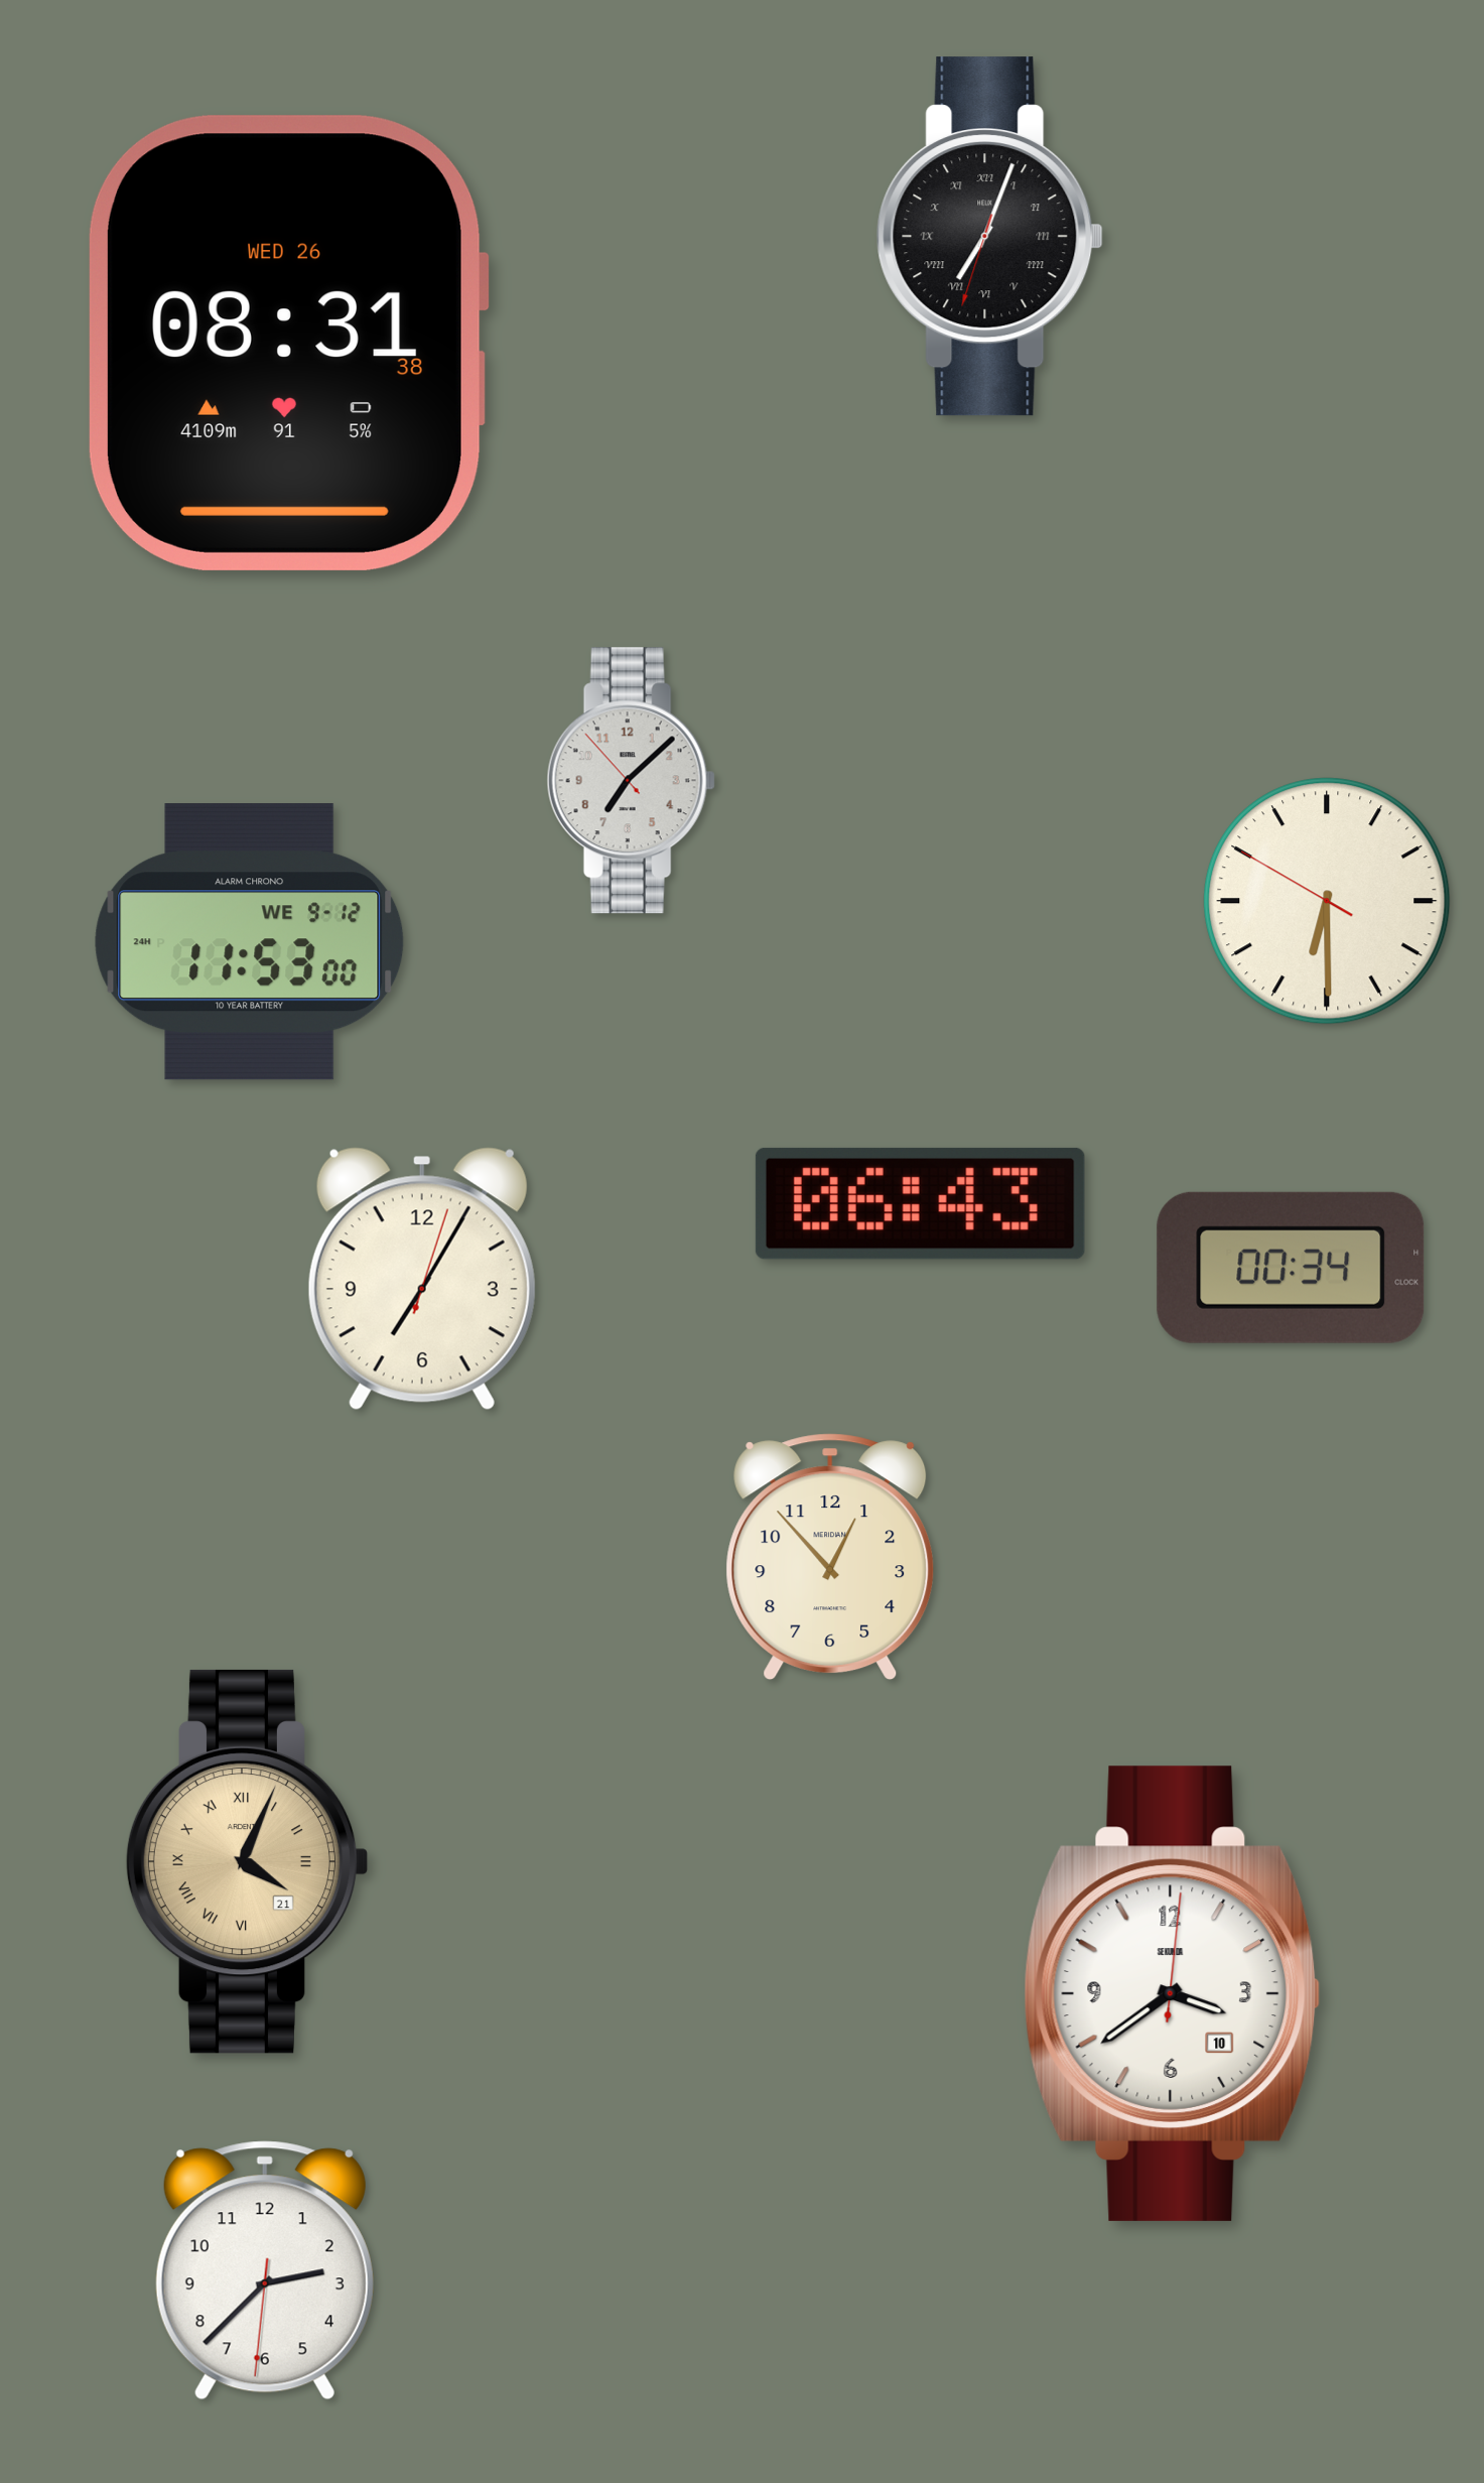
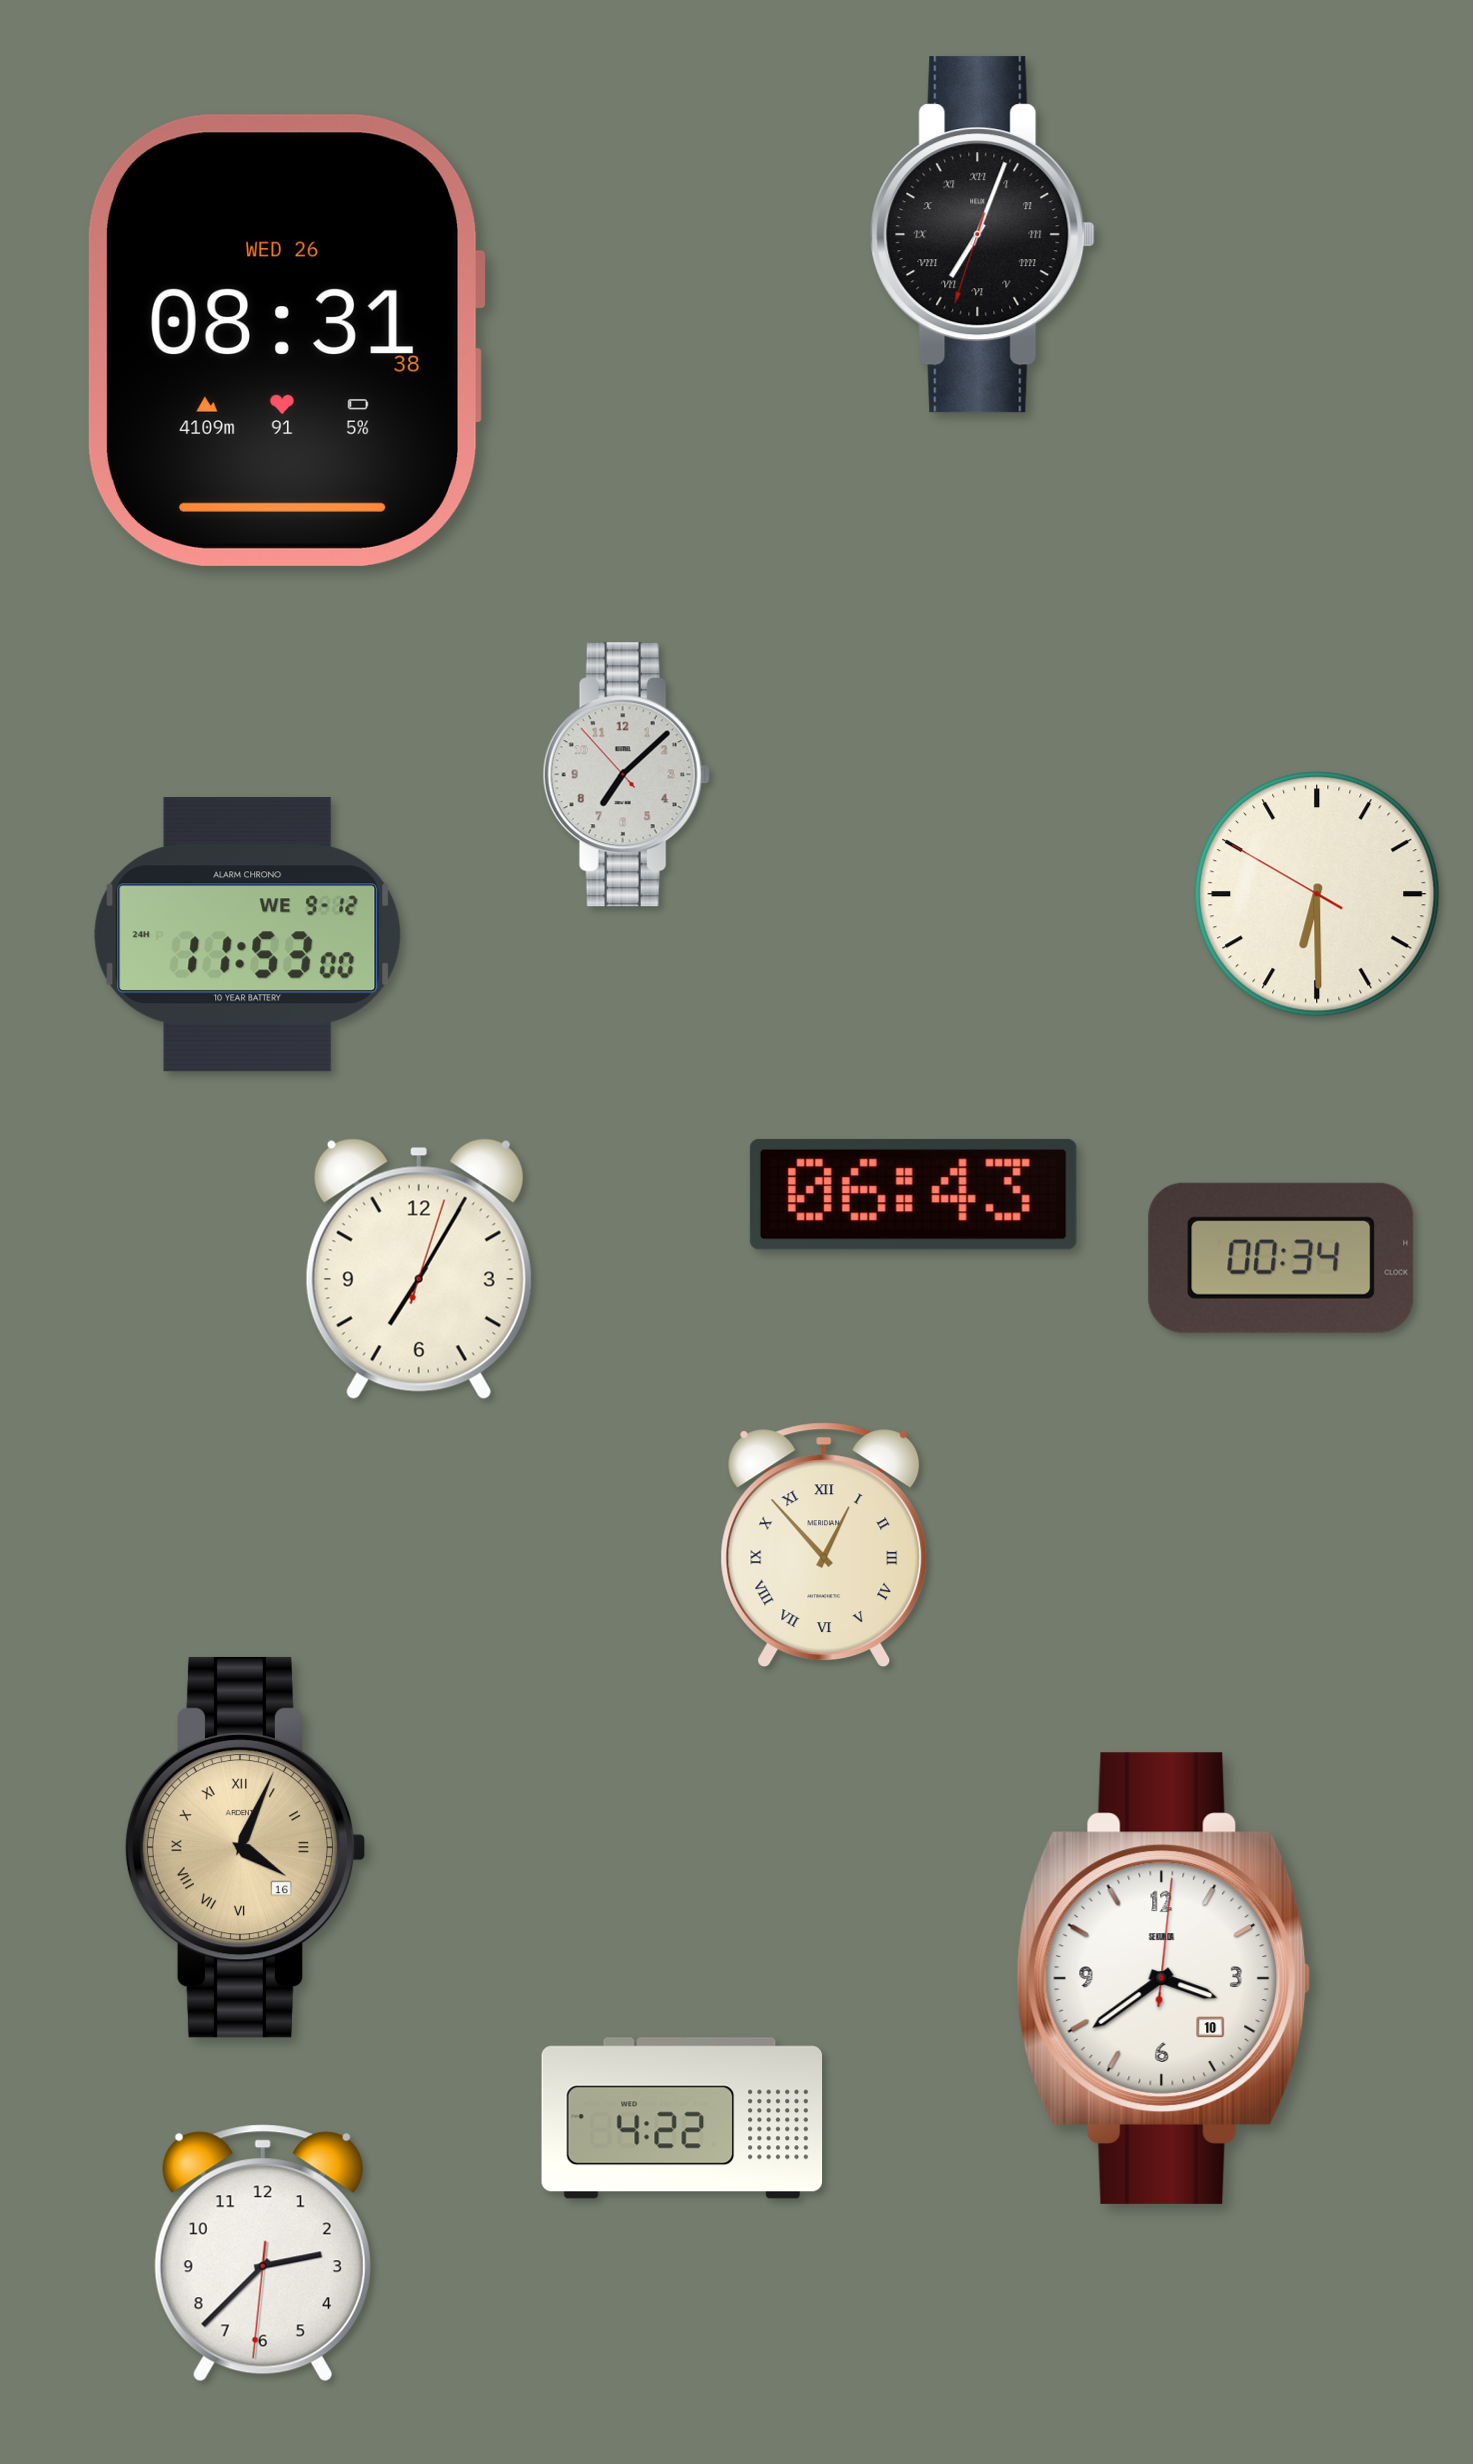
clock at (830, 1557) numerals: Arabic -> Roman
clock at (247, 1861) date: 21 -> 16
clock at (682, 2118): none -> 4:22
